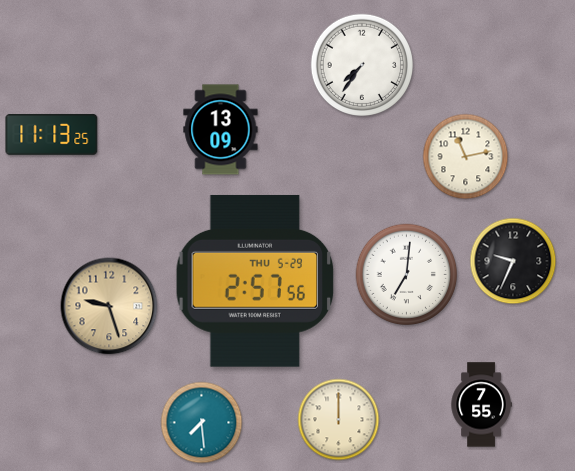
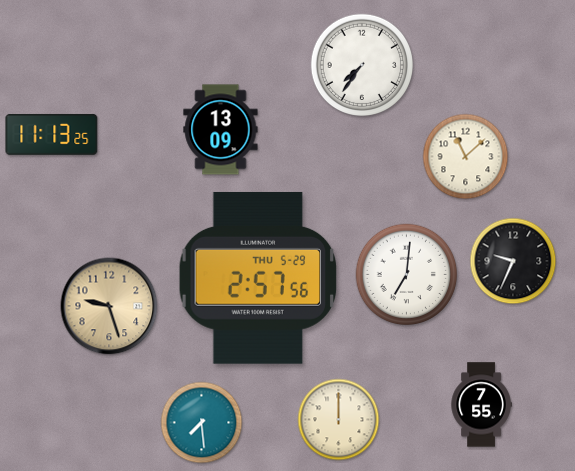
clock at (466, 157): 11:13 -> 11:08
clock at (255, 281) position: (255, 281) -> (258, 278)
